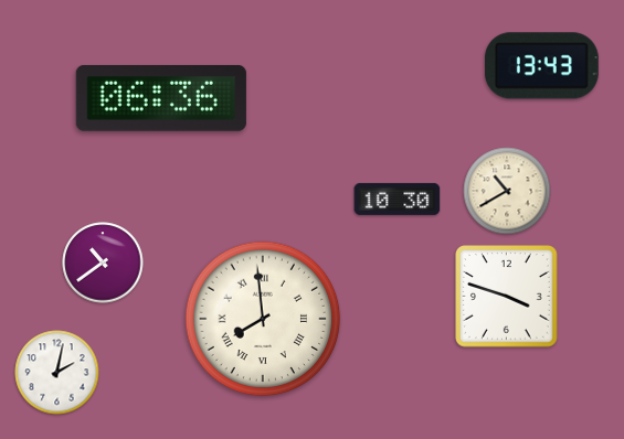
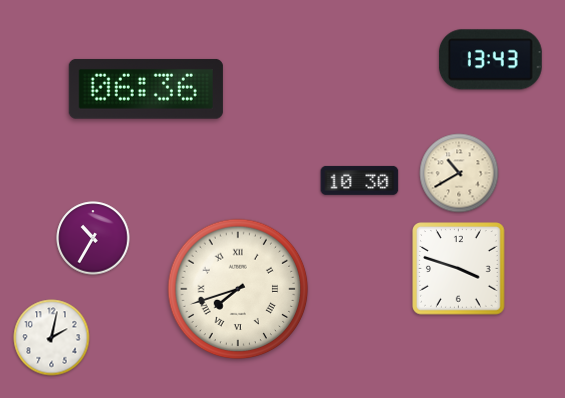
clock at (103, 263): 10:39 -> 10:35
clock at (263, 319): 7:59 -> 7:42
